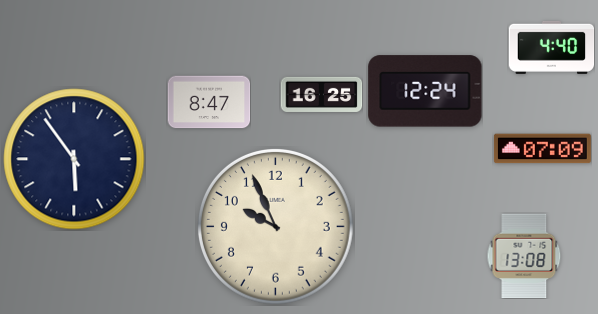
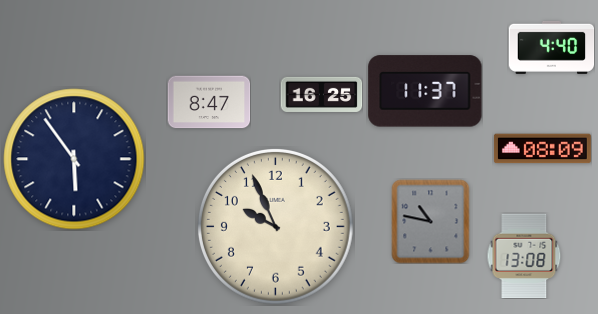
clock at (425, 91): 12:24 -> 11:37
clock at (542, 149): 07:09 -> 08:09
clock at (431, 221): none -> 10:47
